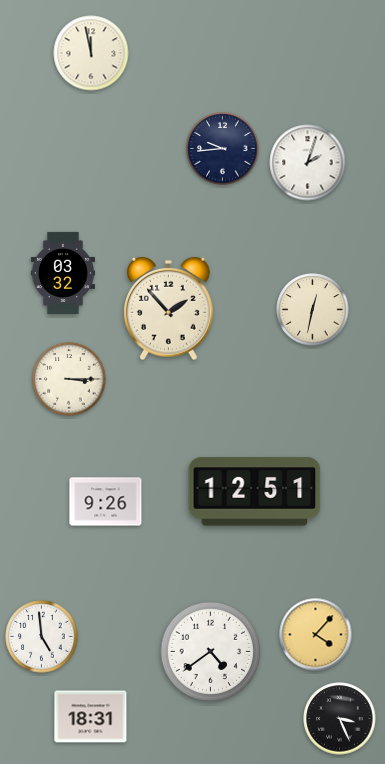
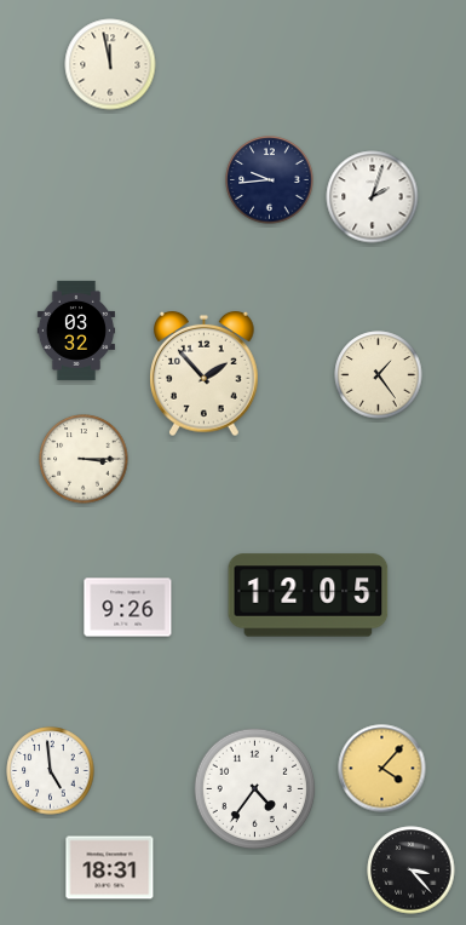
clock at (313, 310): 12:32 -> 1:24
clock at (255, 492): 12:51 -> 12:05
clock at (211, 652): 4:39 -> 4:36
clock at (340, 719): 3:26 -> 3:23
